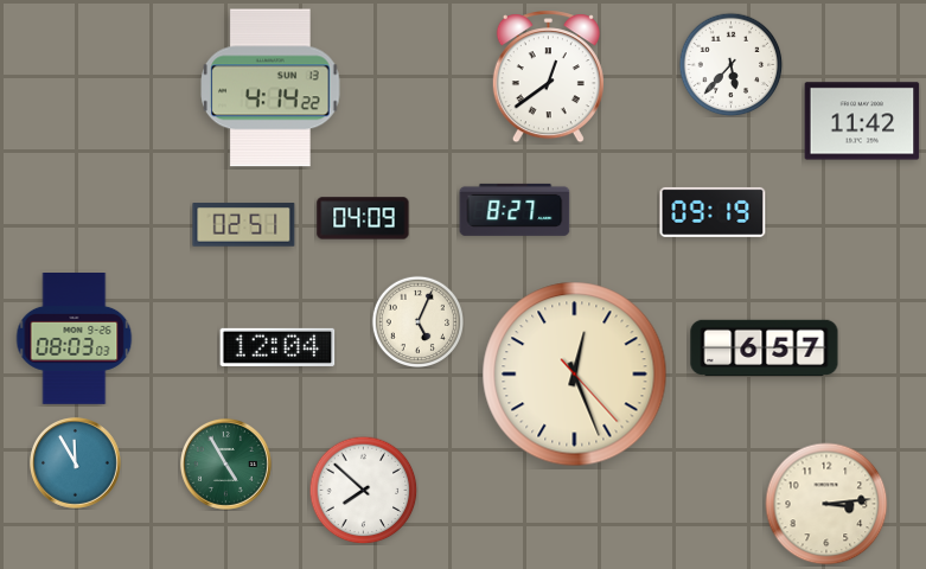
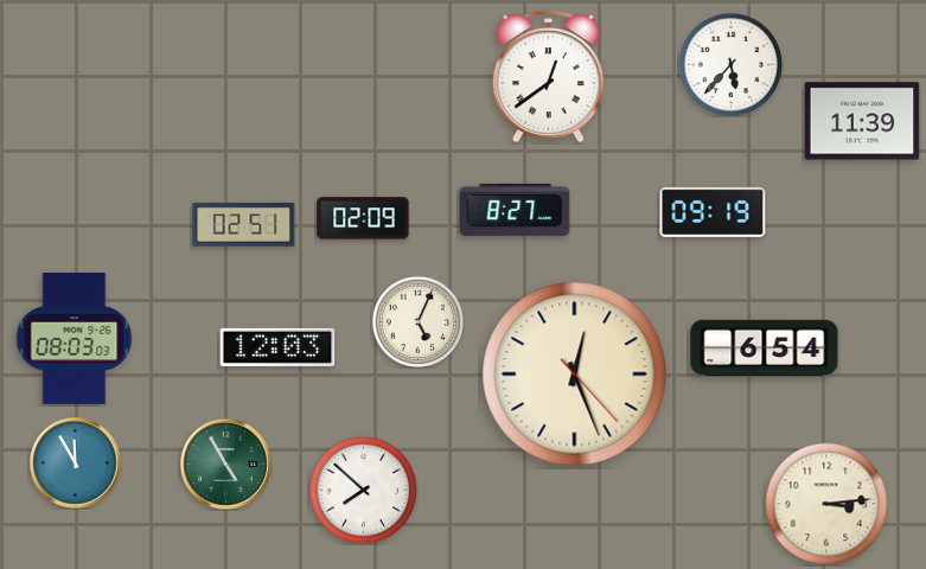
clock at (270, 88): 4:14 -> none
clock at (862, 121): 11:42 -> 11:39
clock at (363, 218): 04:09 -> 02:09
clock at (277, 347): 12:04 -> 12:03
clock at (765, 349): 6:57 -> 6:54
